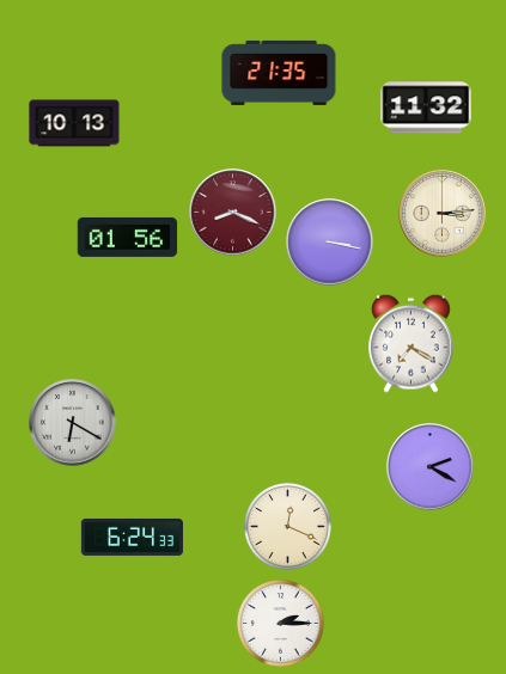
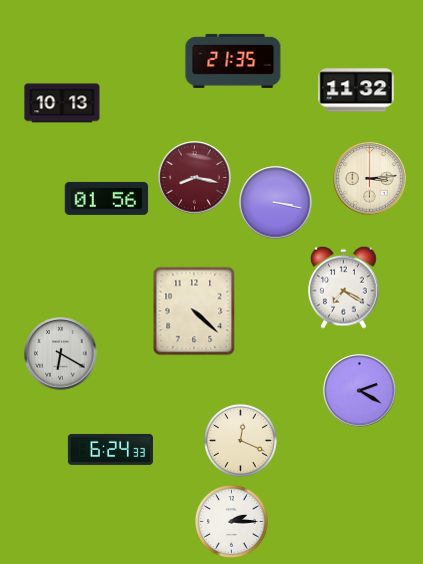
clock at (233, 213): 8:19 -> 8:17
clock at (194, 311): none -> 4:22
clock at (280, 623) position: (280, 623) -> (231, 521)
